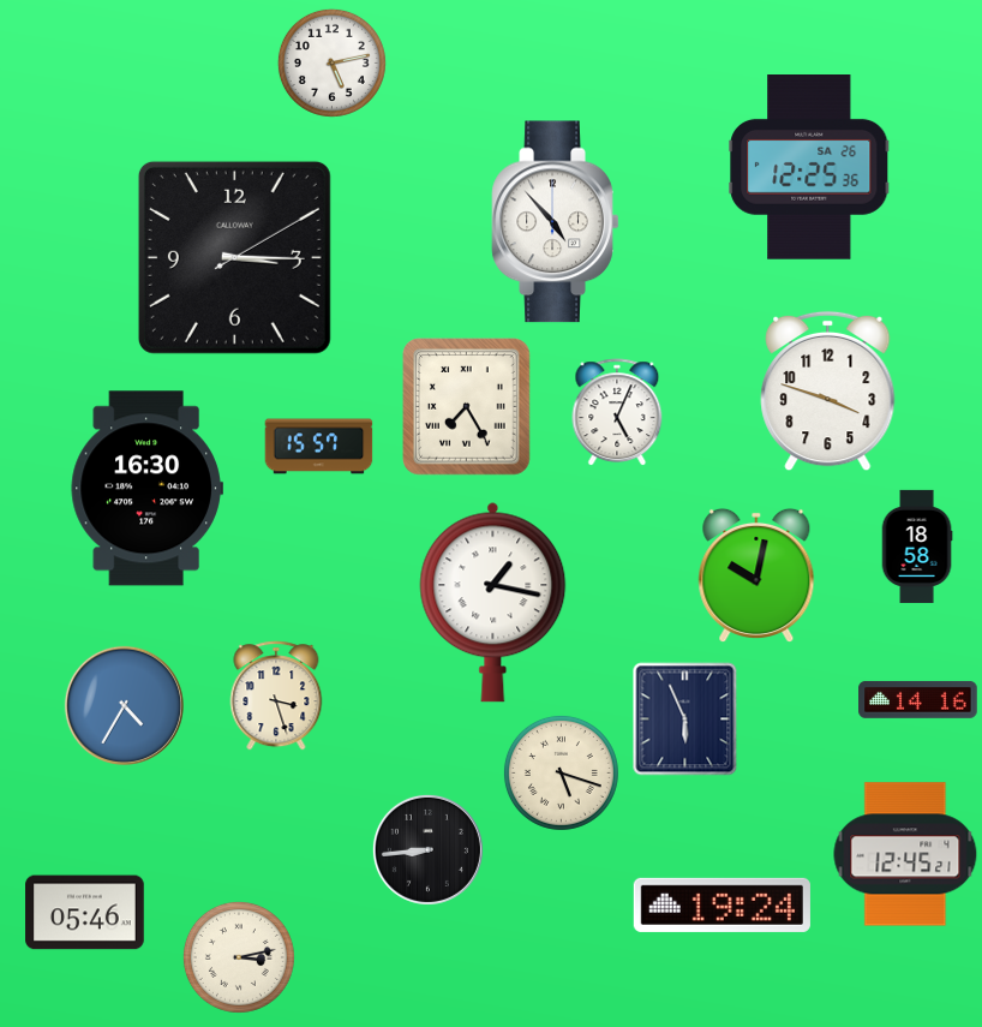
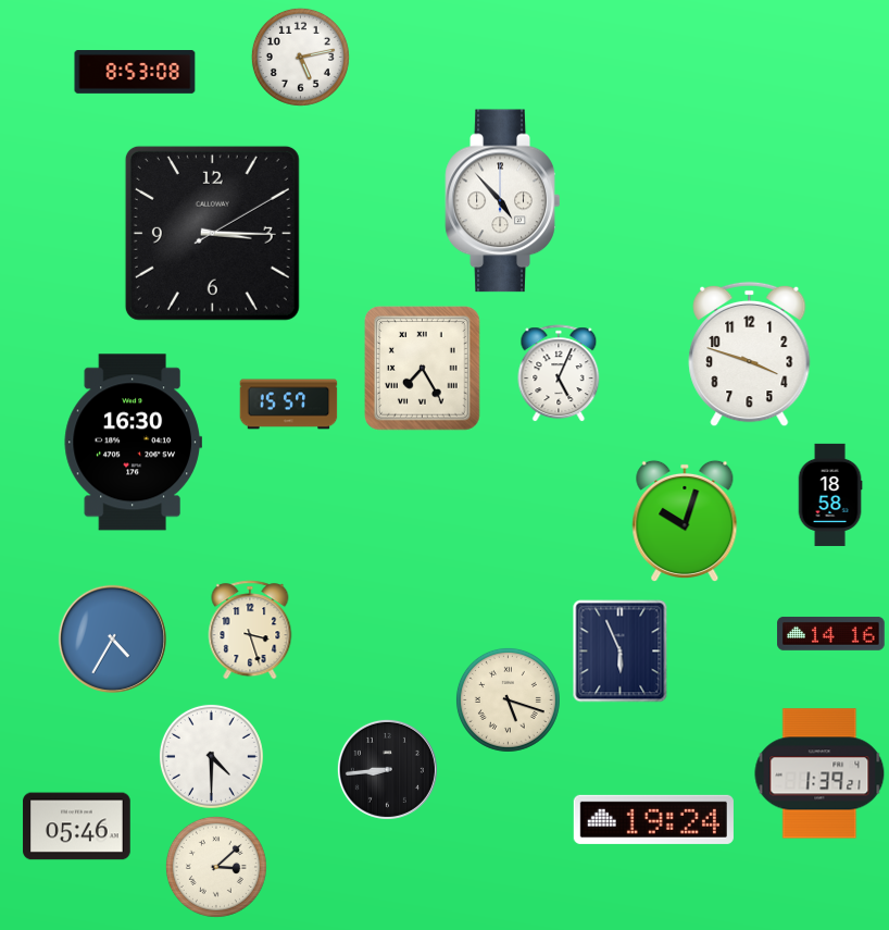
clock at (135, 73): none -> 8:53
clock at (809, 167): 12:25 -> none
clock at (756, 575): 10:02 -> 10:03
clock at (493, 602): 1:17 -> none
clock at (211, 756): none -> 4:30
clock at (905, 854): 12:45 -> 1:39
clock at (239, 957): 3:13 -> 3:08
